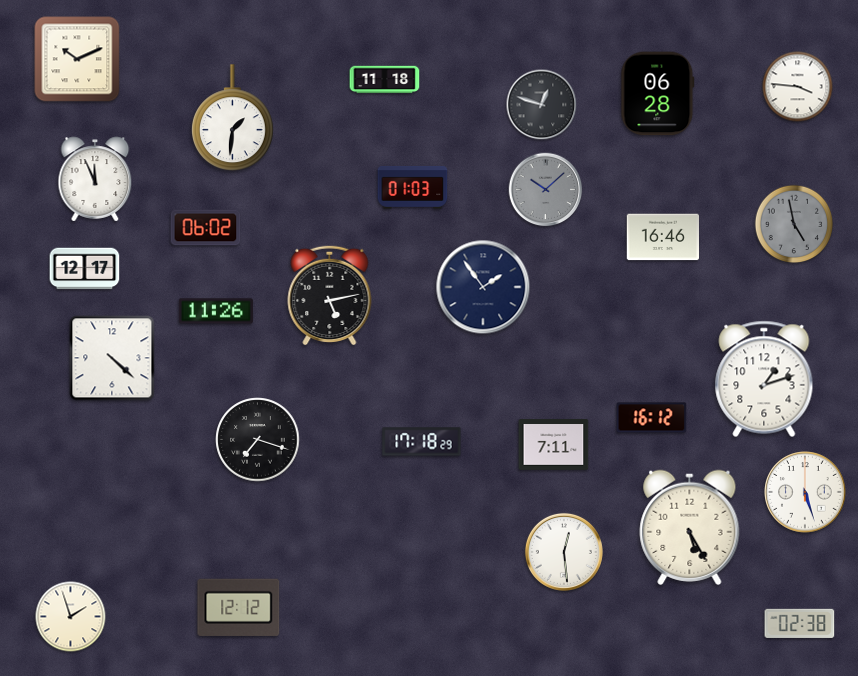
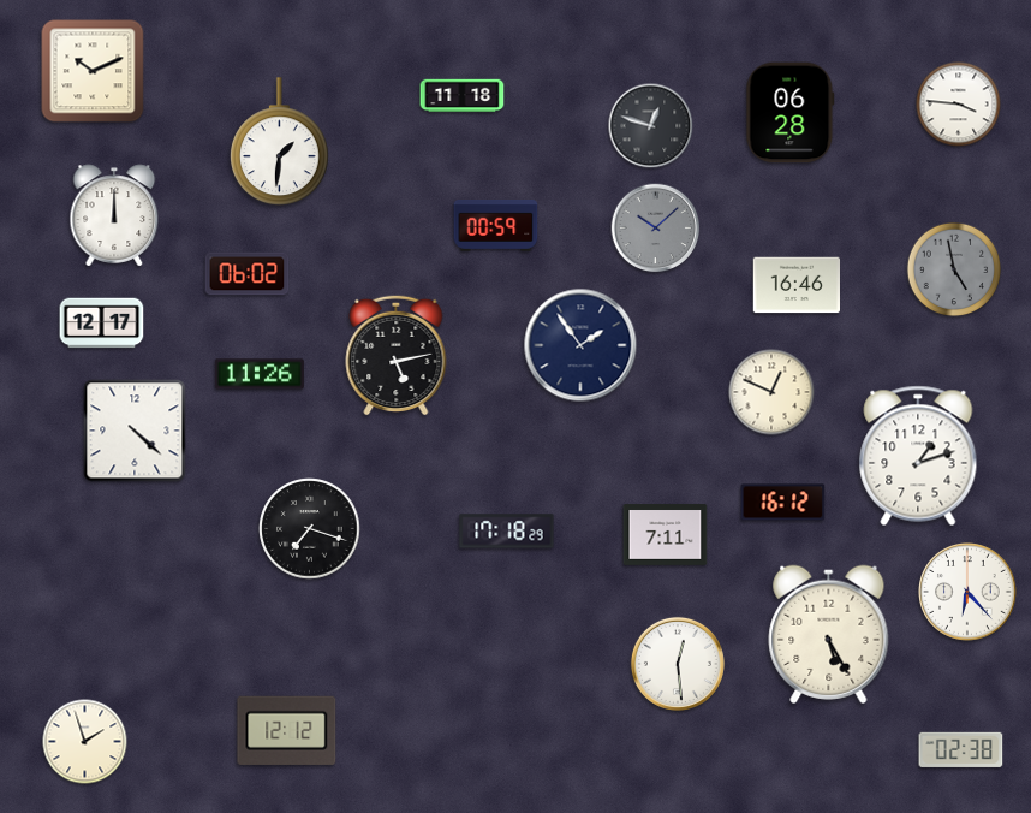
clock at (95, 179): 11:56 -> 12:00
clock at (413, 187): 01:03 -> 00:59
clock at (771, 392): none -> 12:49
clock at (805, 492): 5:27 -> 6:23
